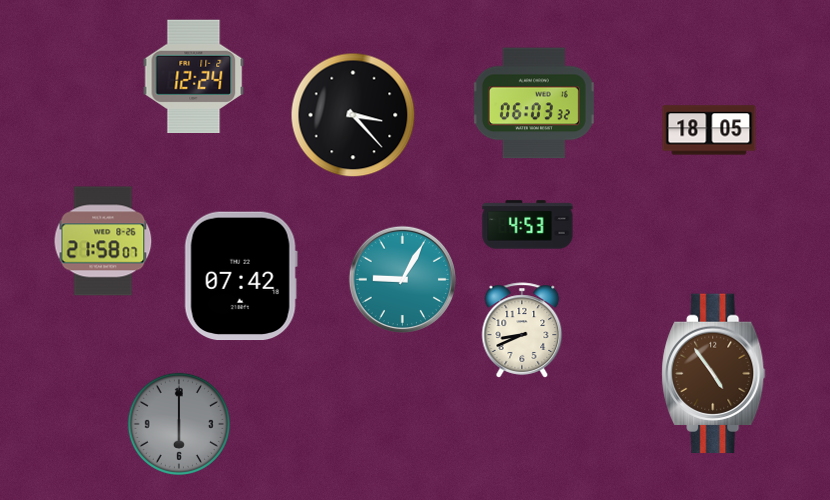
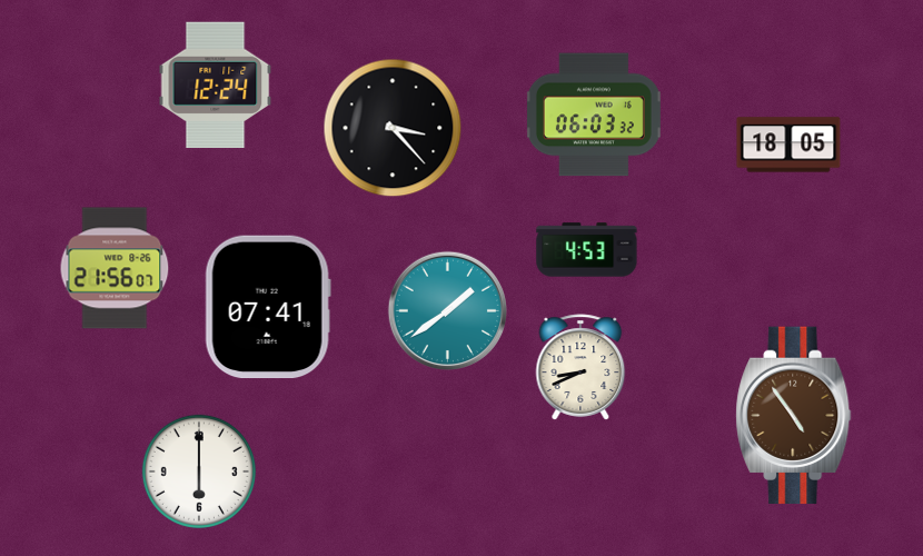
clock at (103, 241): 21:58 -> 21:56
clock at (241, 276): 07:42 -> 07:41
clock at (402, 279): 9:05 -> 1:39
clock at (179, 424) dial: grey -> white
